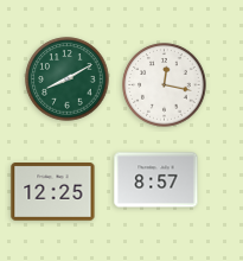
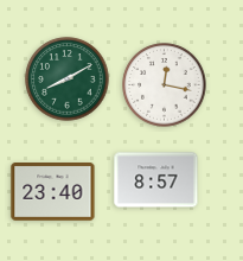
clock at (53, 192): 12:25 -> 23:40
